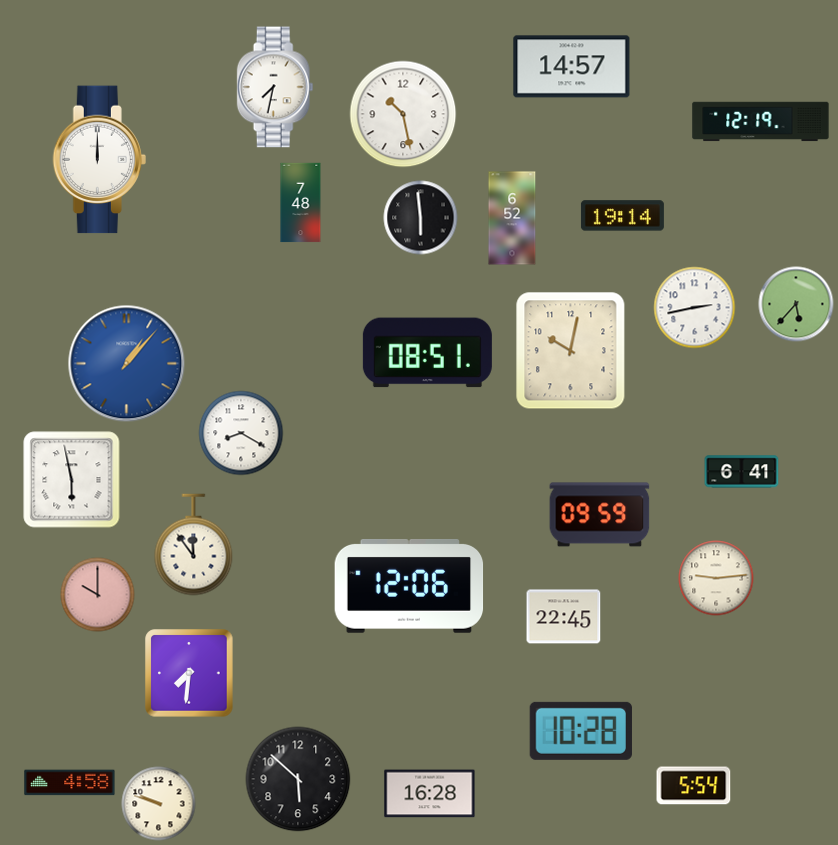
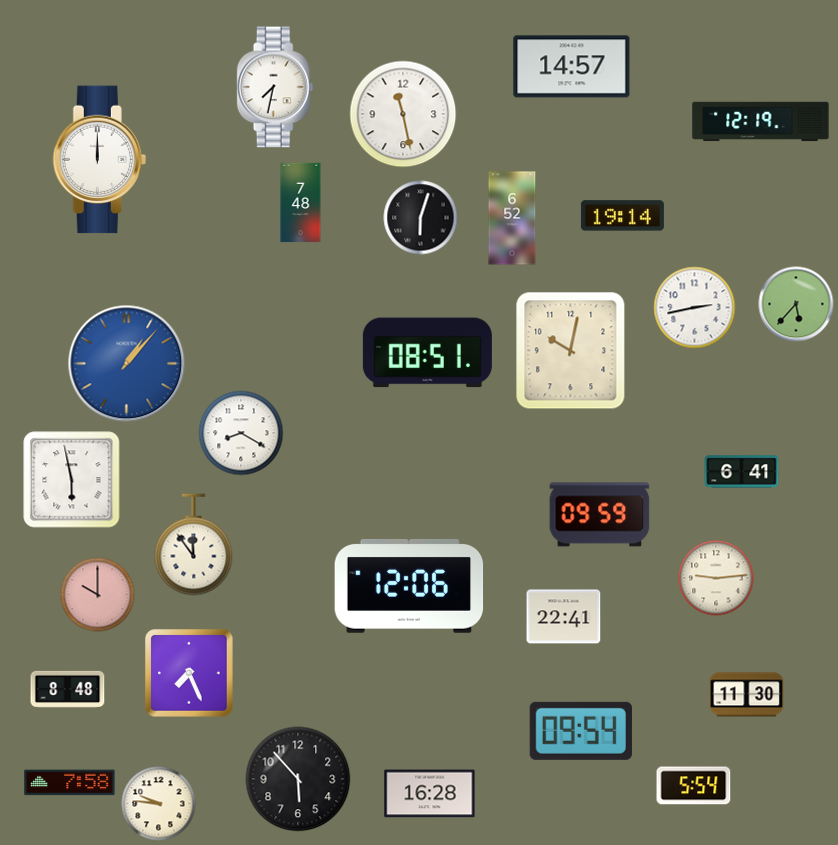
clock at (403, 114): 10:28 -> 11:28
clock at (421, 218): 5:59 -> 6:03
clock at (564, 617): 22:45 -> 22:41
clock at (189, 673): 7:31 -> 7:26
clock at (68, 689): none -> 8:48
clock at (747, 695): none -> 11:30
clock at (581, 731): 10:28 -> 09:54
clock at (298, 779): 5:52 -> 5:53
clock at (70, 783): 4:58 -> 7:58
clock at (159, 804): 9:48 -> 9:46
